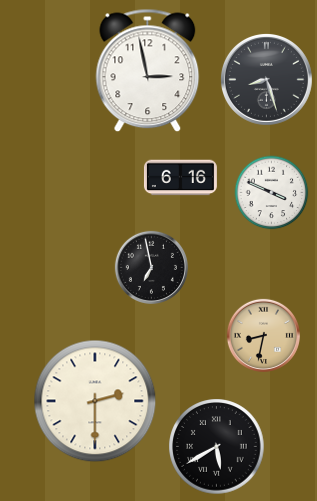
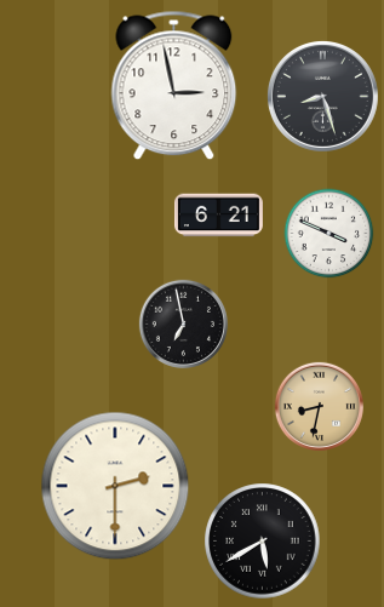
clock at (148, 71) position: (148, 71) -> (174, 86)
clock at (180, 178): 6:16 -> 6:21
